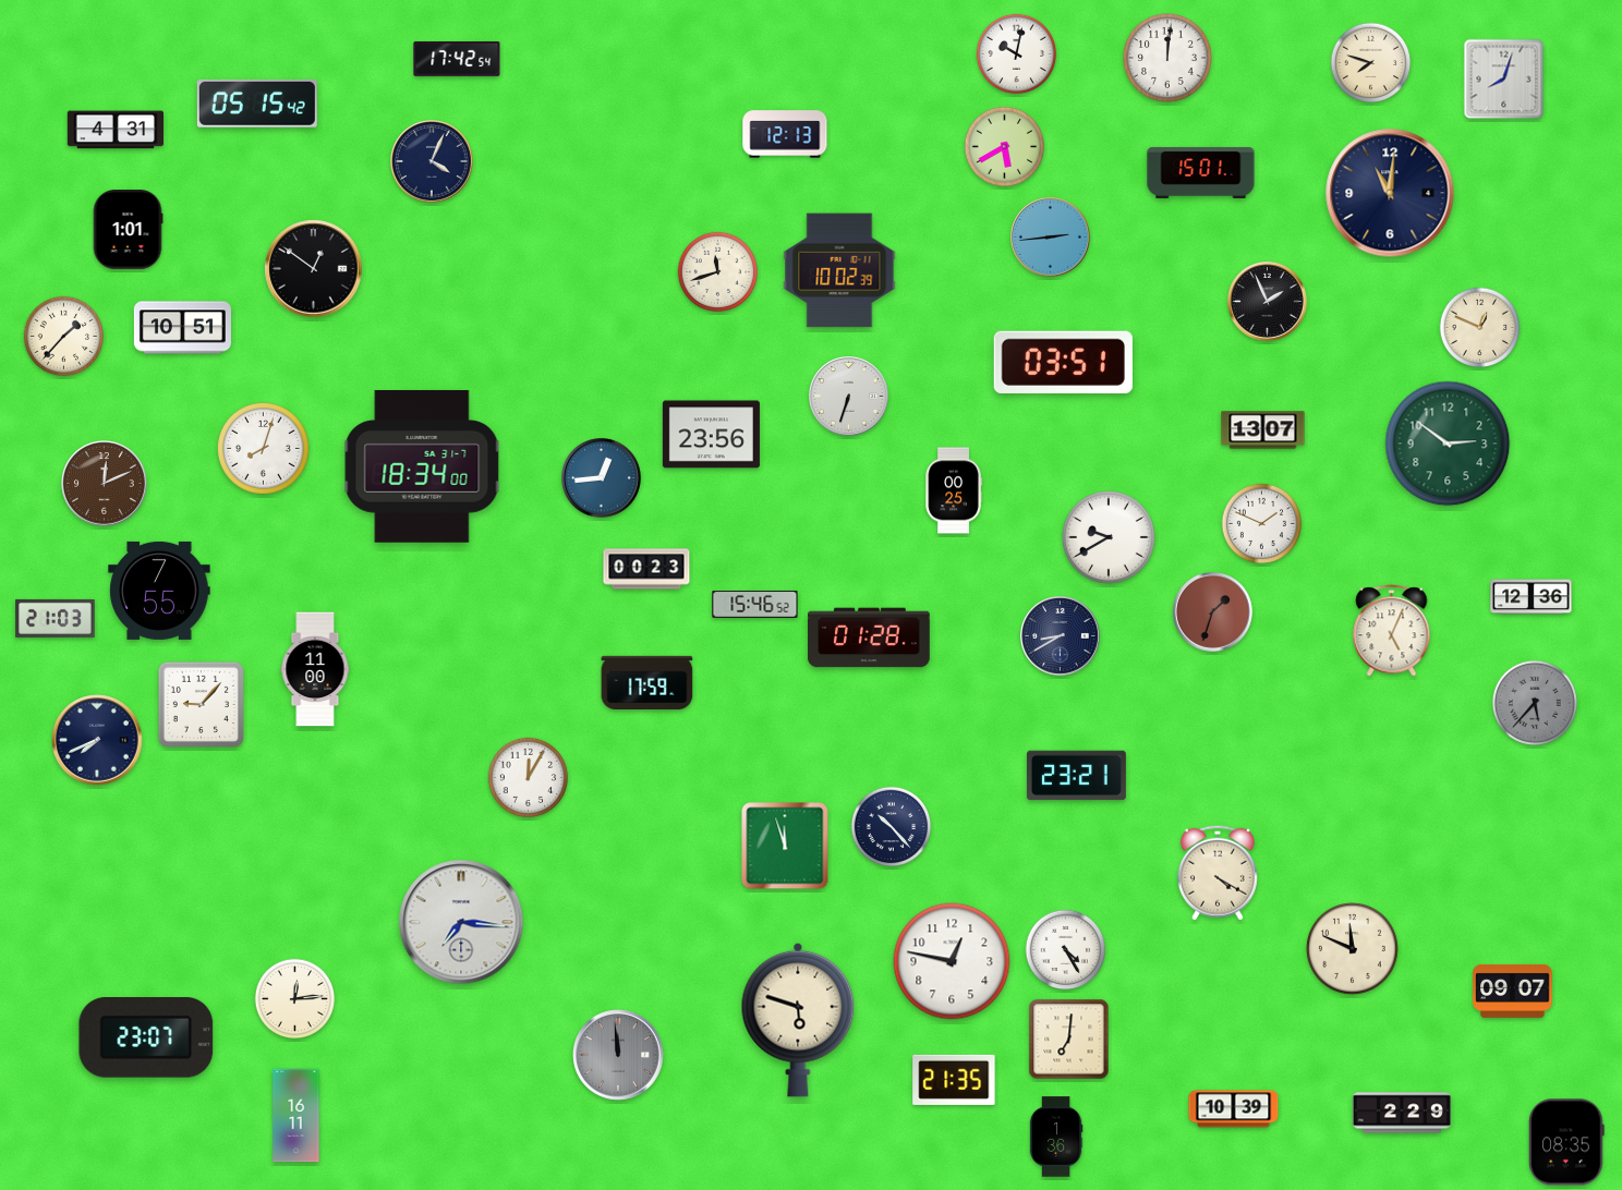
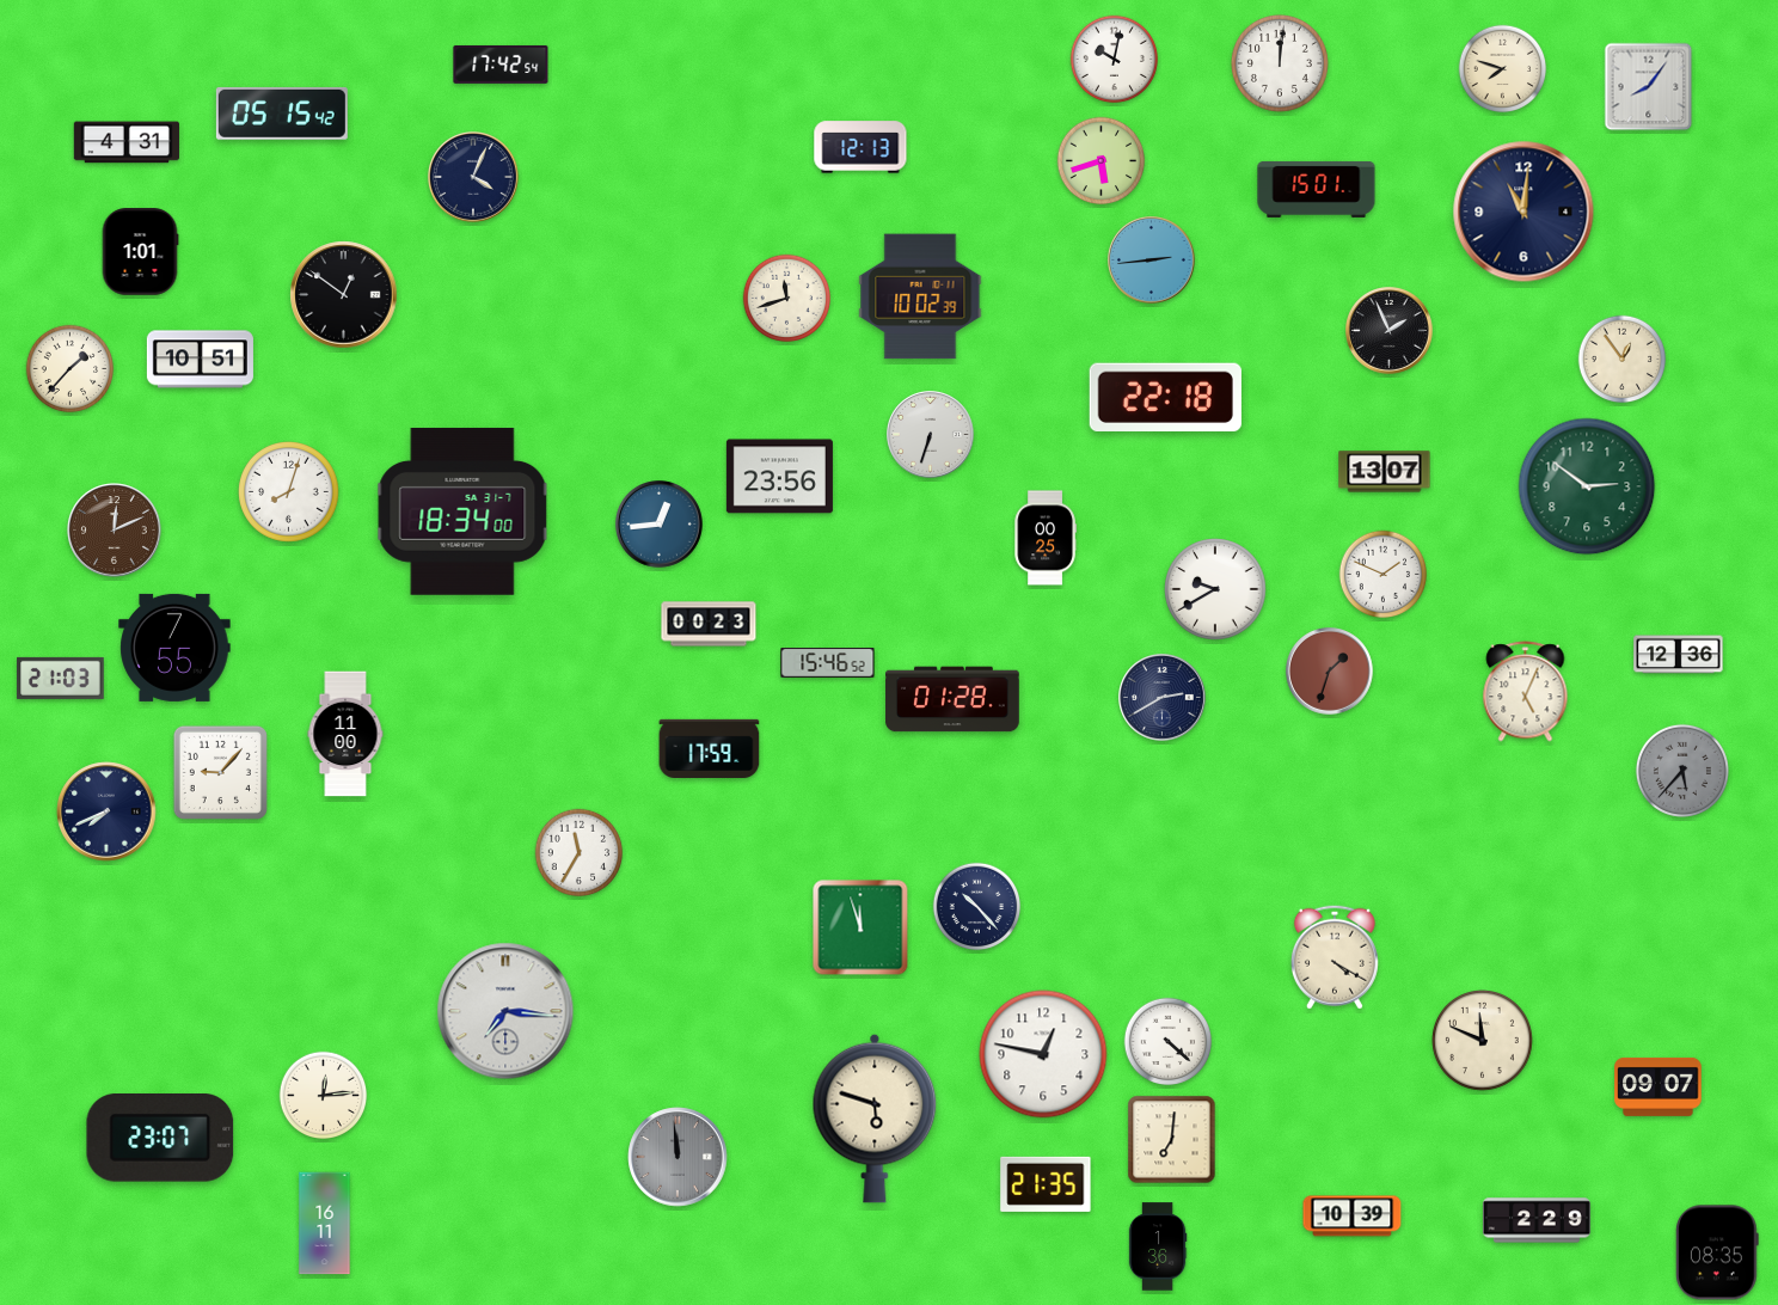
clock at (1504, 80): 8:03 -> 8:06
clock at (1005, 147): 5:40 -> 5:42
clock at (1480, 328): 12:49 -> 12:54
clock at (1063, 362): 03:51 -> 22:18
clock at (1061, 636): 8:40 -> 2:40
clock at (1076, 776): 23:21 -> none
clock at (529, 778): 12:05 -> 11:35
clock at (1066, 950): 4:25 -> 4:22
